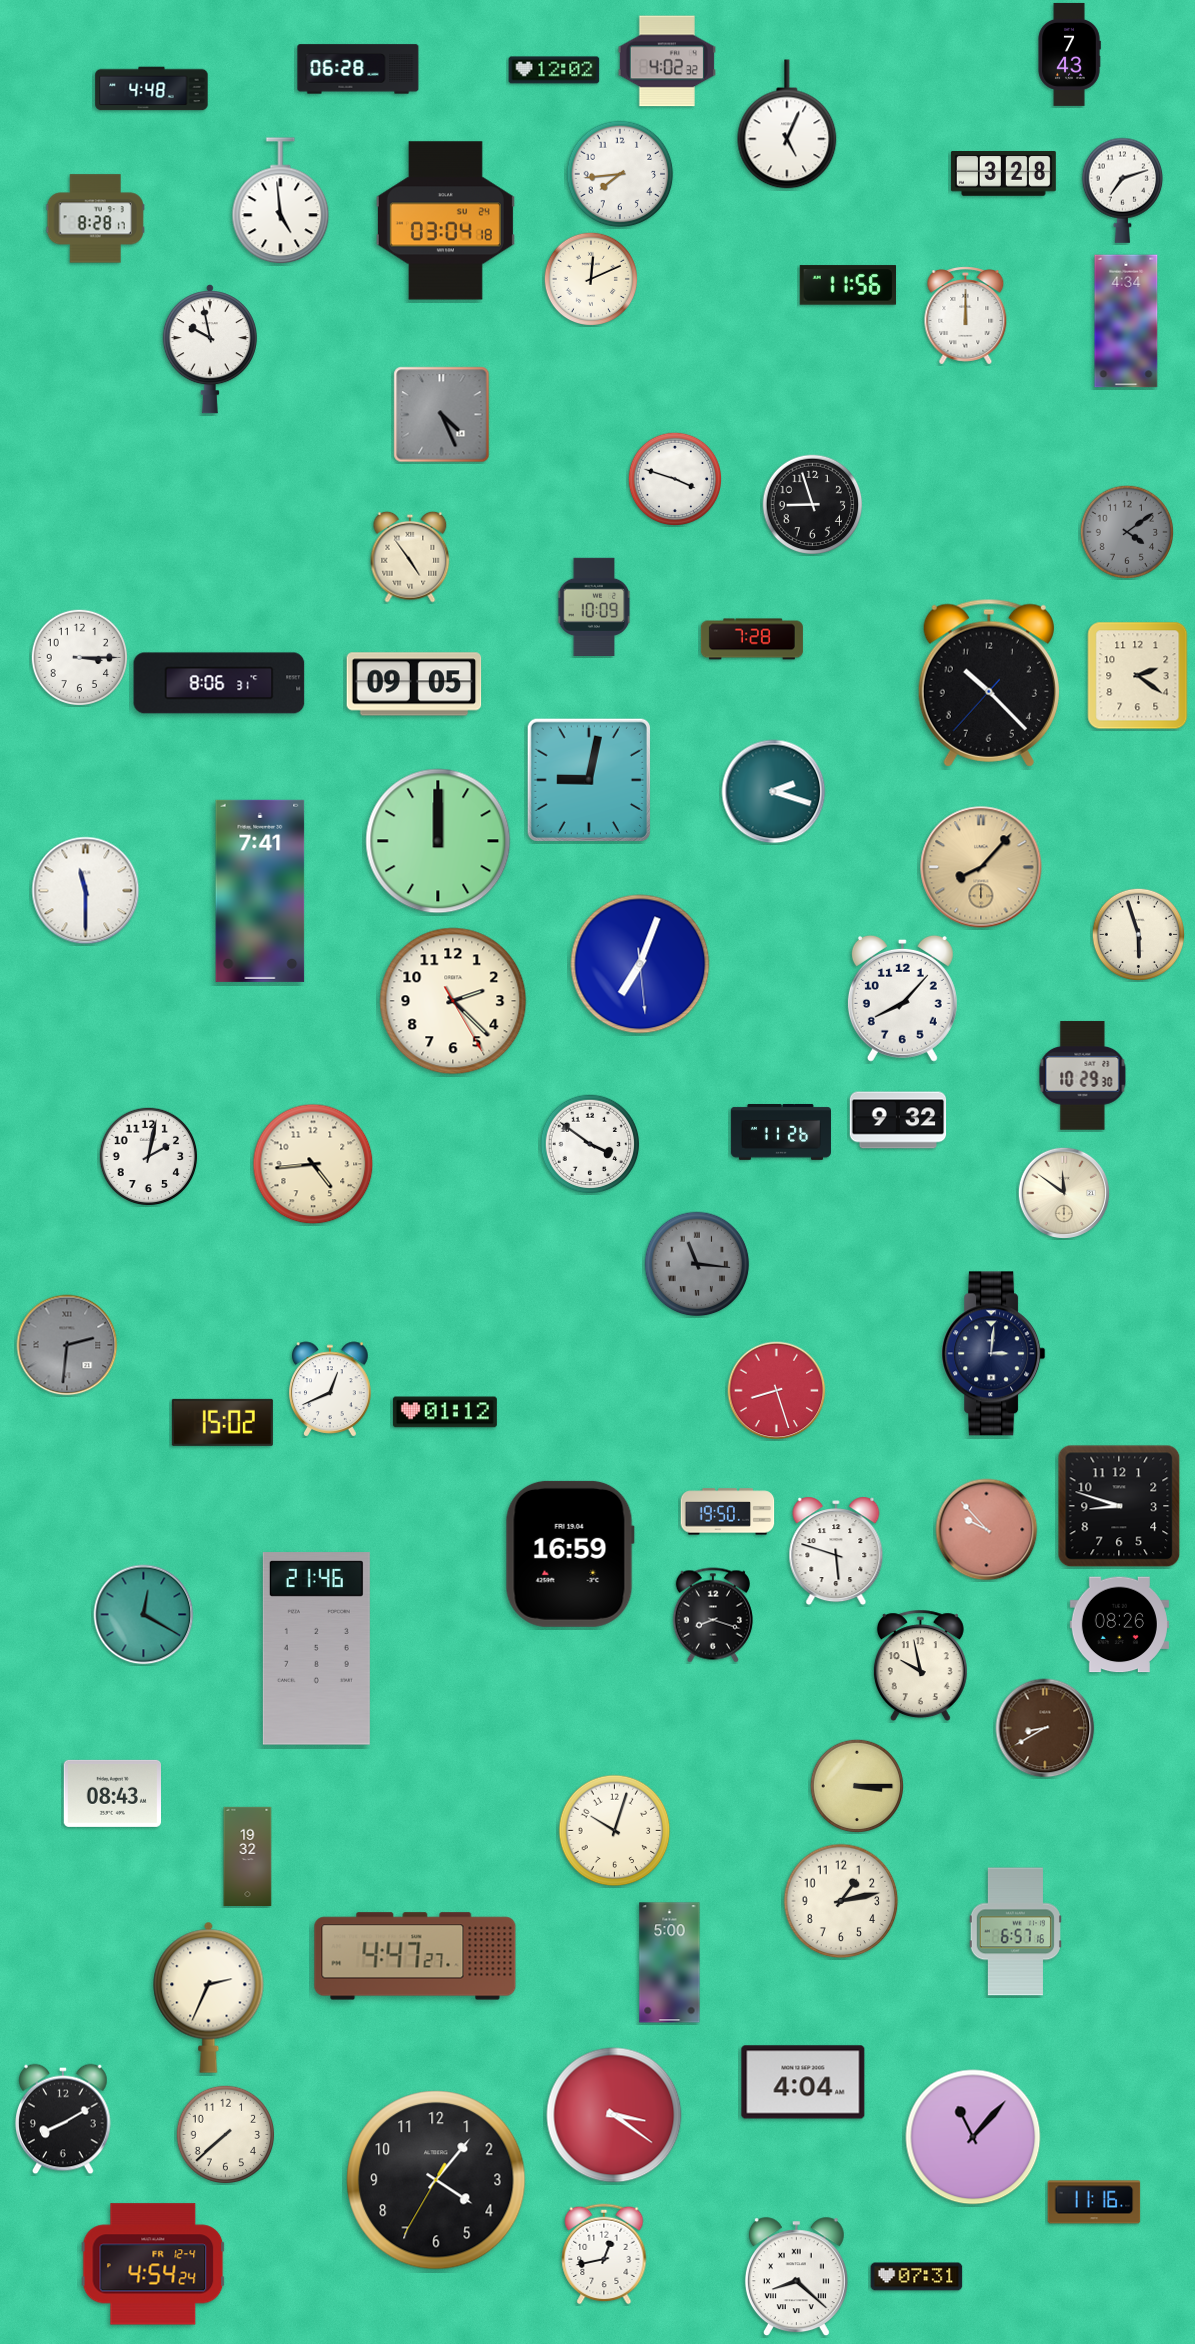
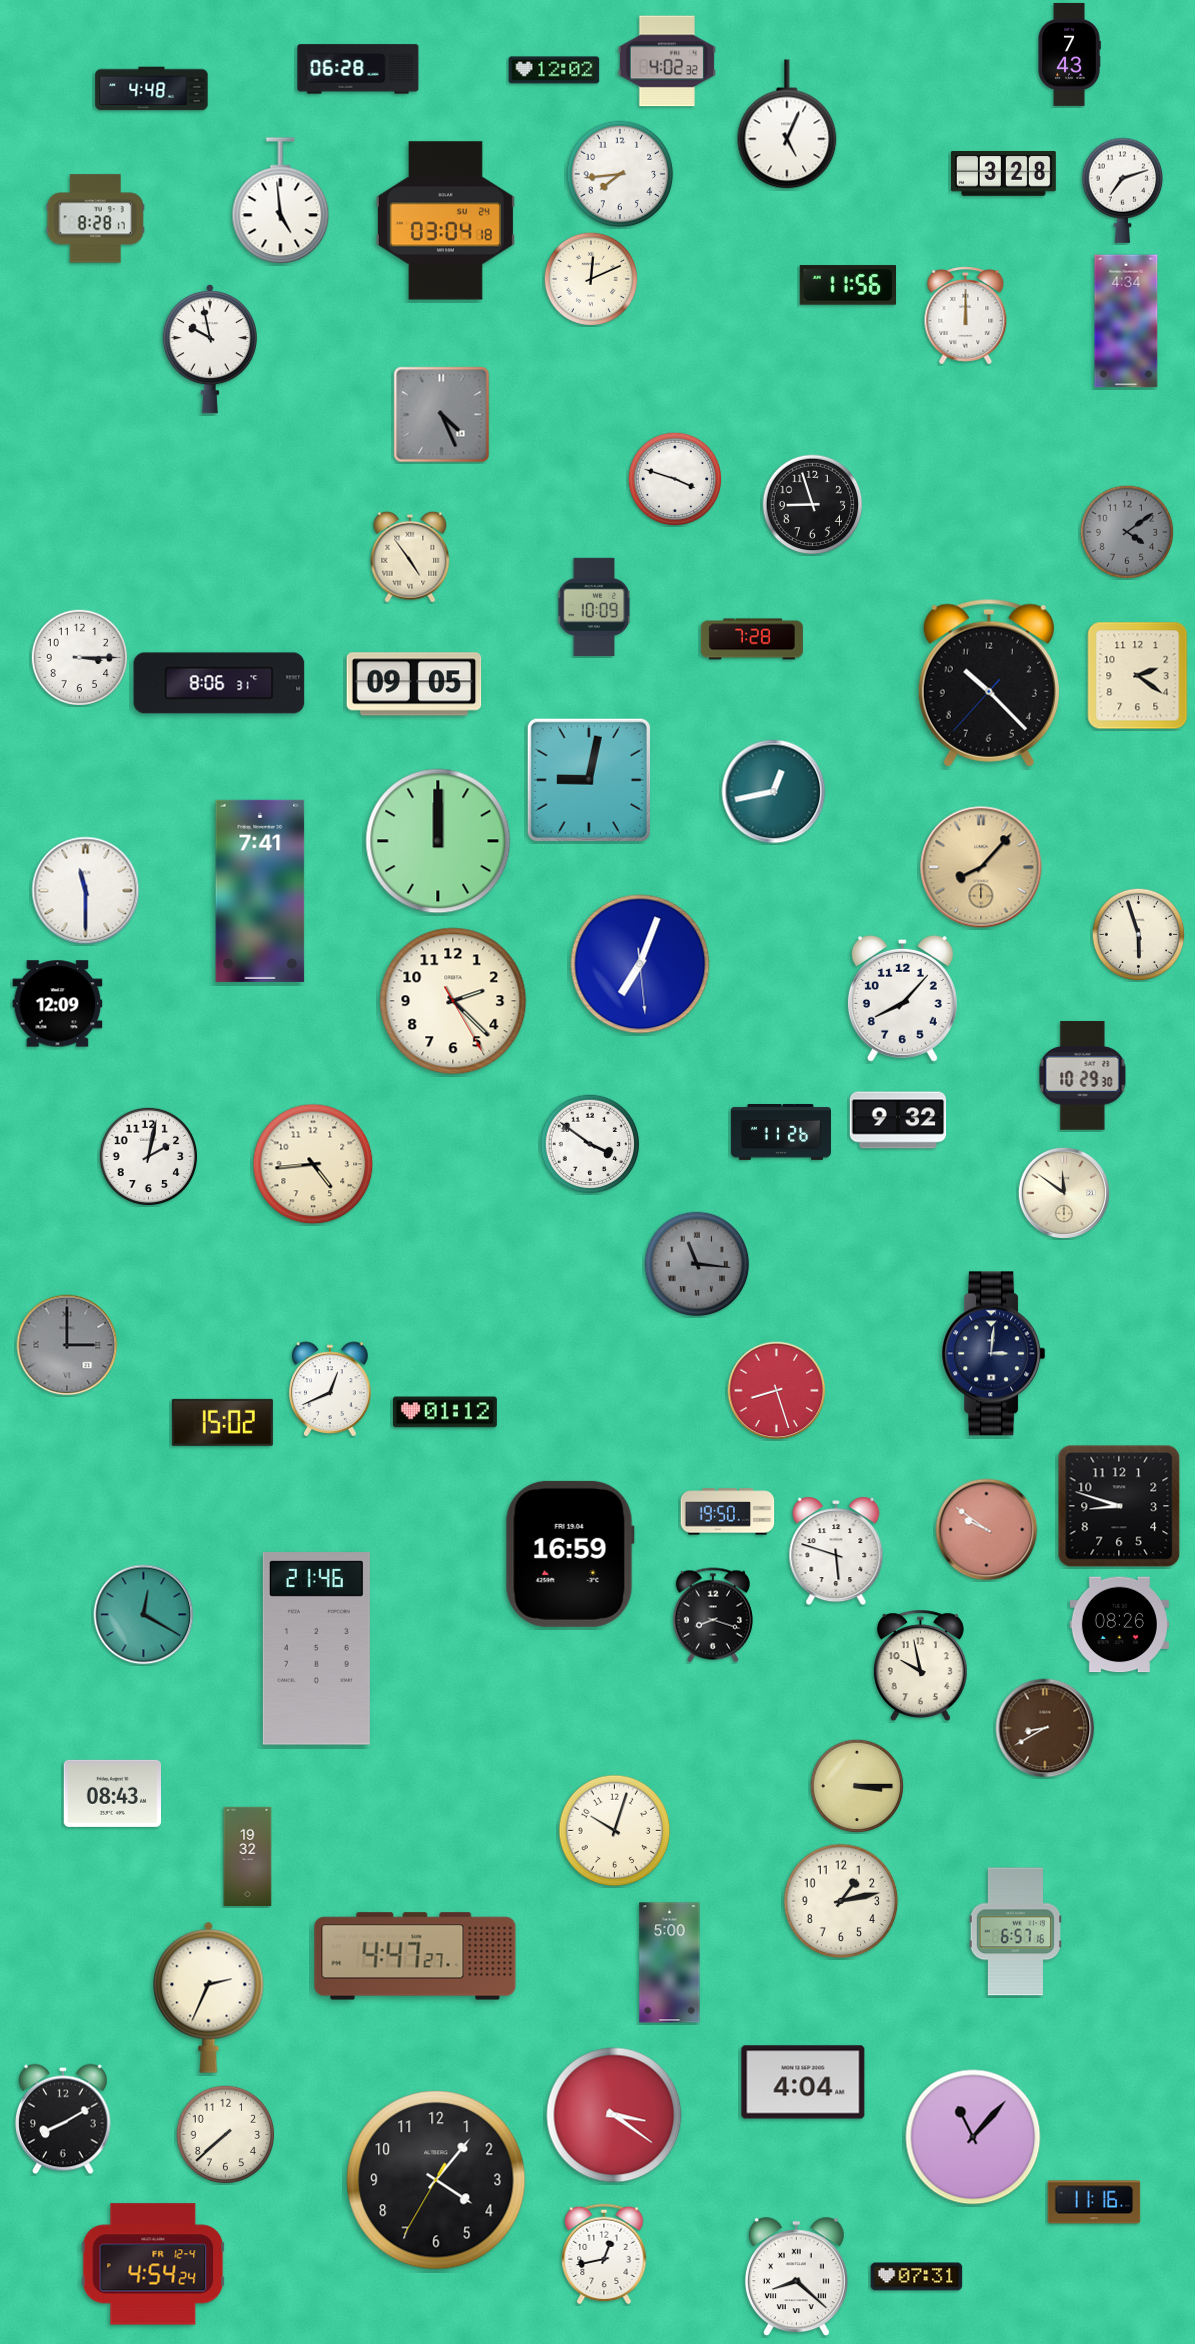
clock at (774, 792): 2:18 -> 12:43
clock at (58, 1004): none -> 12:09
clock at (67, 1345): 2:31 -> 3:00
clock at (987, 1530): 9:53 -> 9:51
